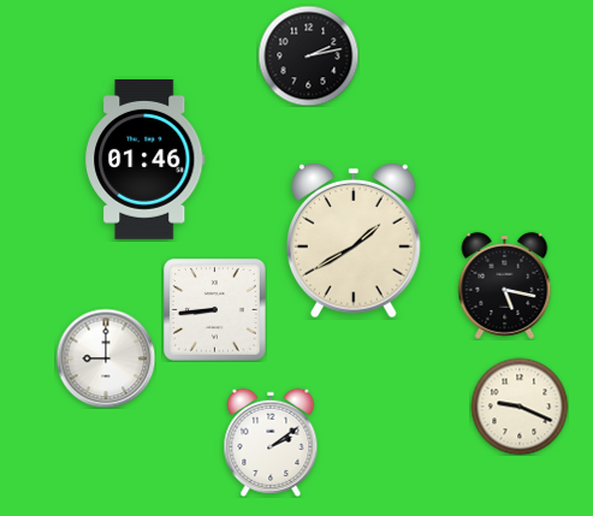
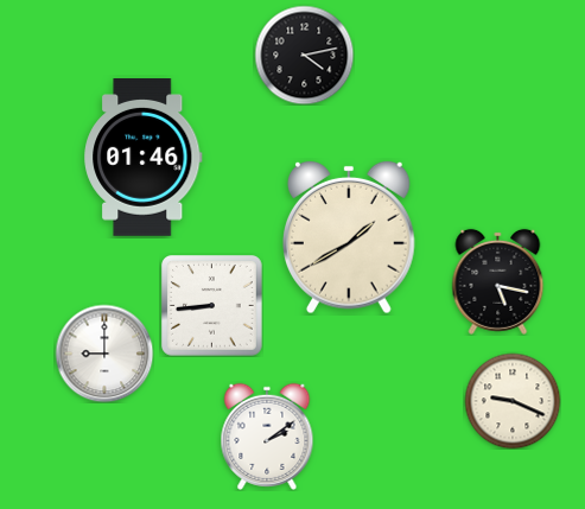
clock at (308, 55): 2:13 -> 4:13
